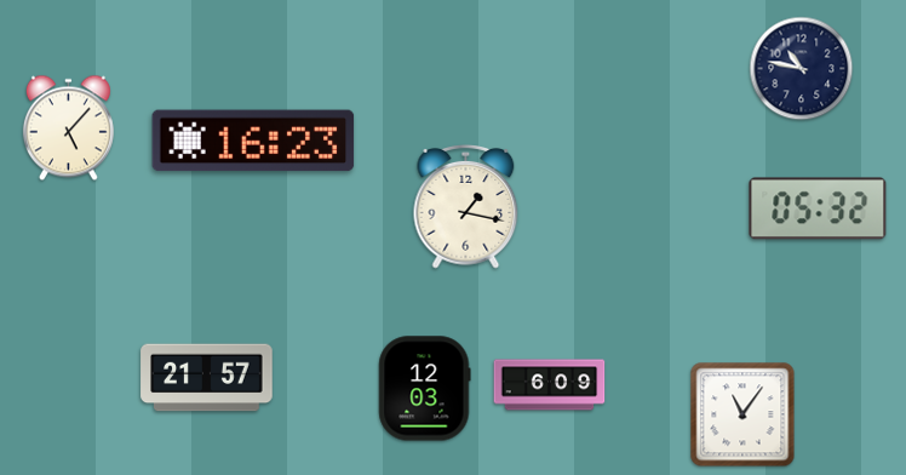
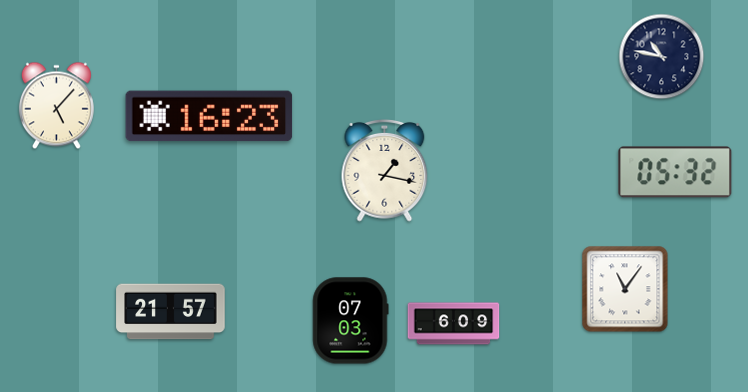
clock at (550, 385) position: (550, 385) -> (454, 324)
clock at (425, 389): 12:03 -> 07:03
clock at (742, 414) position: (742, 414) -> (625, 289)
